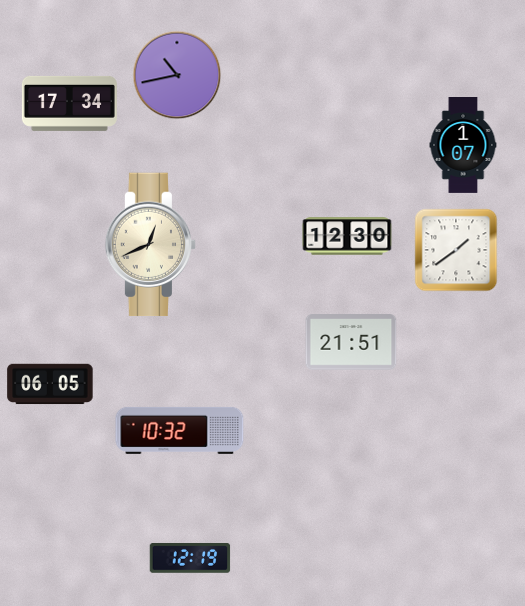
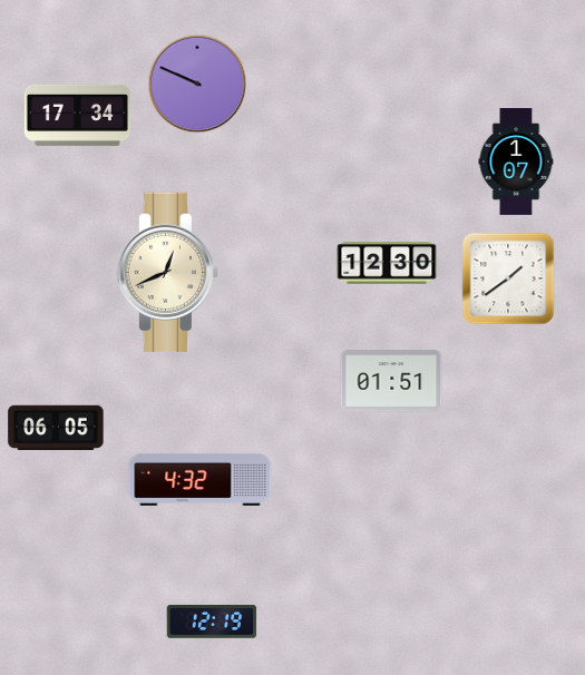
clock at (177, 75): 10:43 -> 9:49
clock at (351, 342): 21:51 -> 01:51
clock at (180, 430): 10:32 -> 4:32
